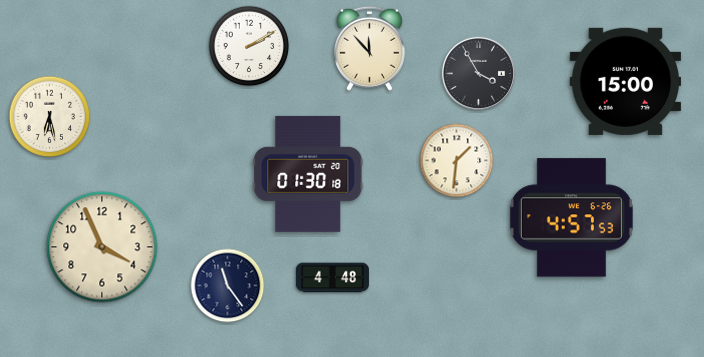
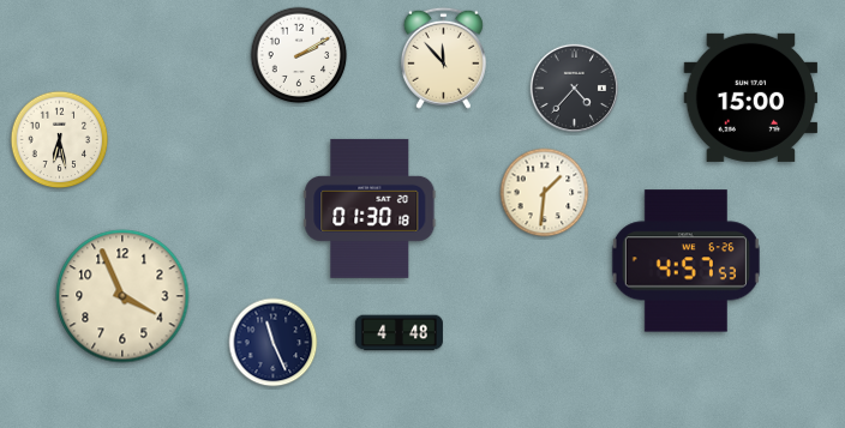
clock at (478, 73): 3:55 -> 4:37
clock at (457, 161) position: (457, 161) -> (545, 193)
clock at (228, 286): 11:24 -> 11:26
